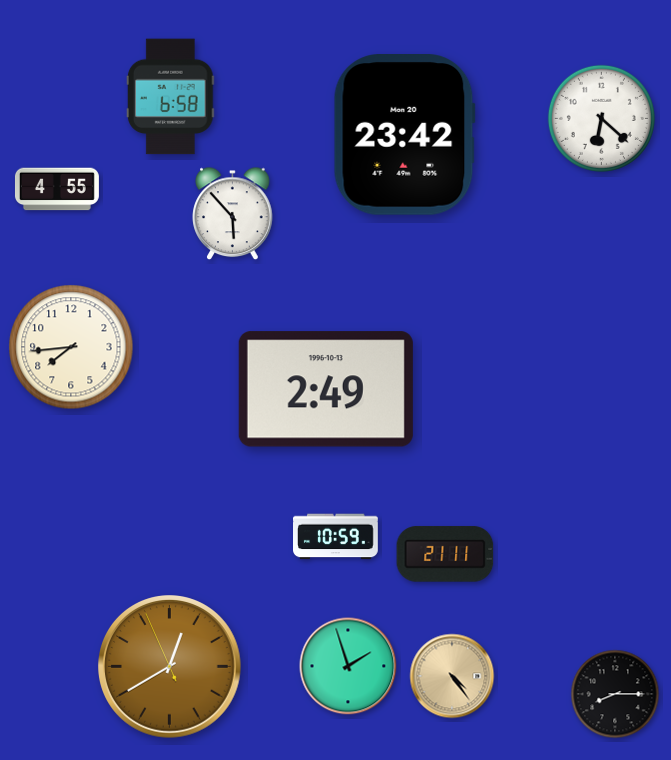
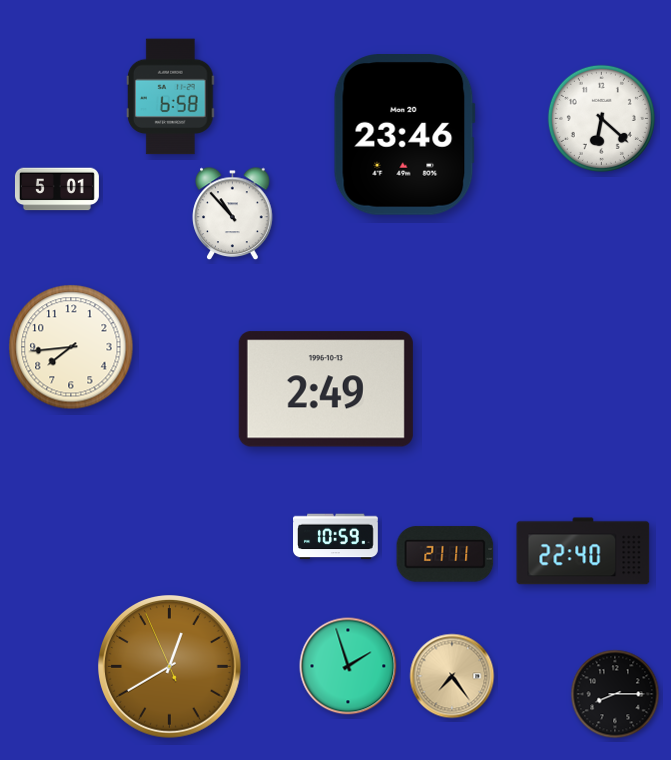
clock at (404, 135): 23:42 -> 23:46
clock at (57, 189): 4:55 -> 5:01
clock at (233, 214): 5:53 -> 10:53
clock at (583, 551): none -> 22:40
clock at (452, 676): 4:24 -> 7:24
